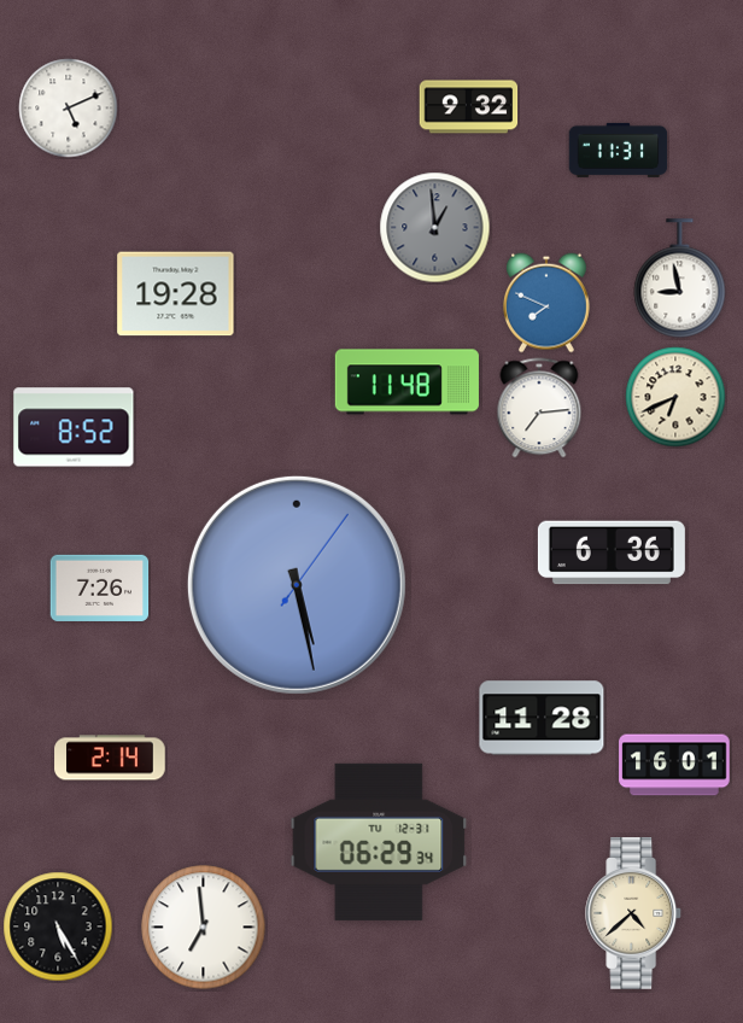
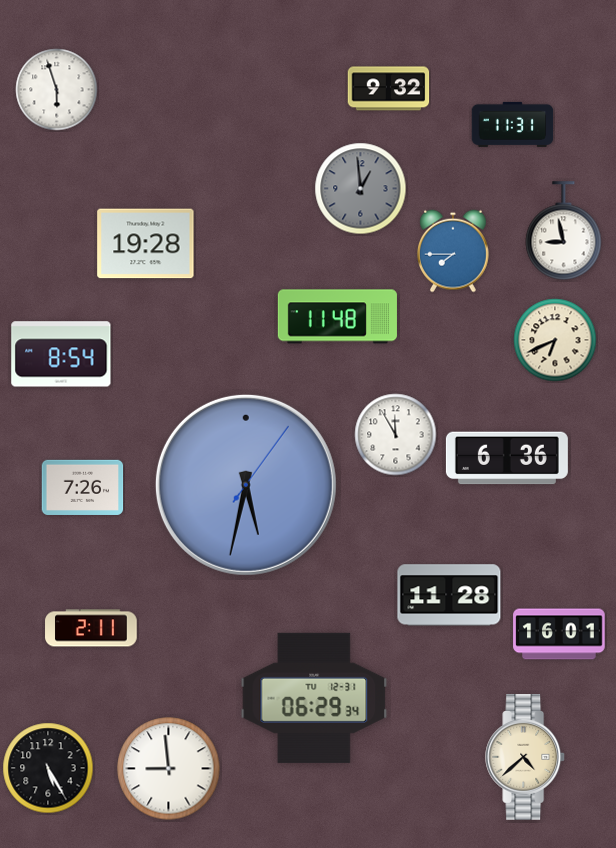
clock at (69, 109): 5:11 -> 5:57
clock at (548, 303): 7:49 -> 7:45
clock at (675, 397) position: (675, 397) -> (555, 340)
clock at (539, 408): 7:14 -> none
clock at (74, 427): 8:52 -> 8:54
clock at (396, 435): none -> 11:55
clock at (297, 585): 5:28 -> 5:32
clock at (110, 758): 2:14 -> 2:11
clock at (204, 928): 6:59 -> 8:59
